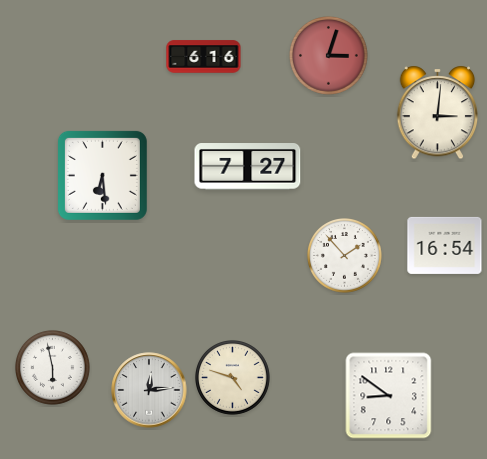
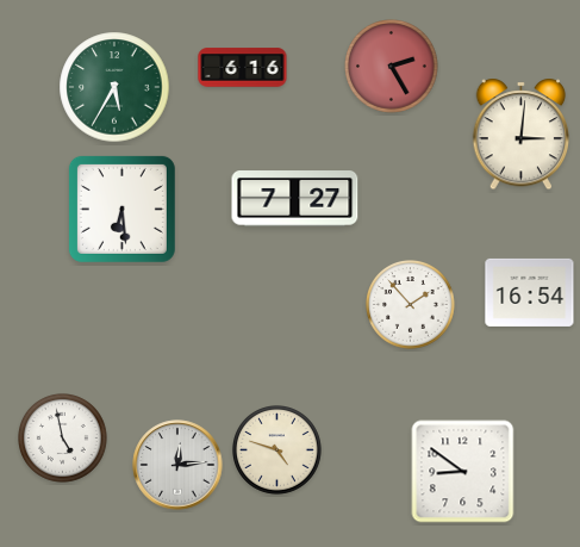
clock at (329, 56): 3:03 -> 2:25
clock at (114, 87): none -> 5:35
clock at (53, 368): 5:58 -> 4:58
